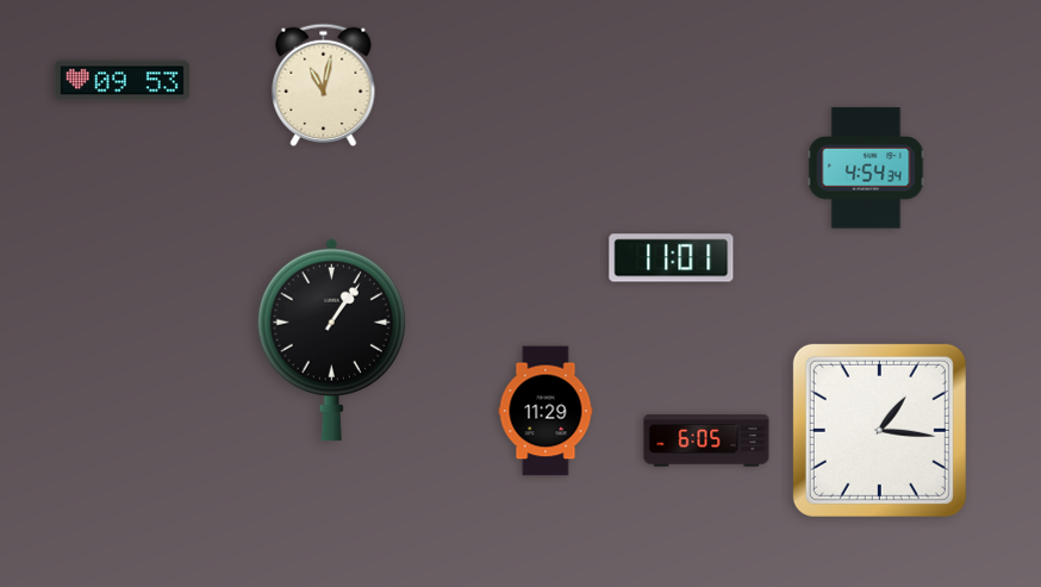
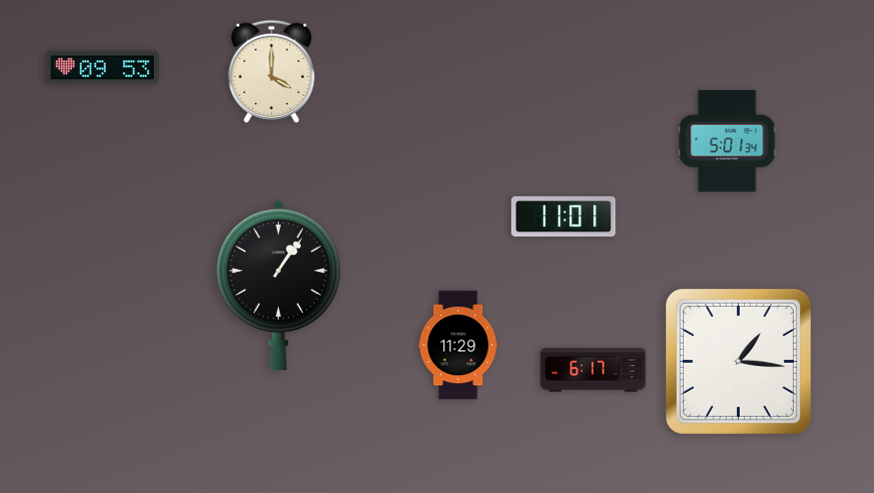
clock at (324, 85): 11:02 -> 4:00
clock at (866, 168): 4:54 -> 5:01
clock at (706, 441): 6:05 -> 6:17
